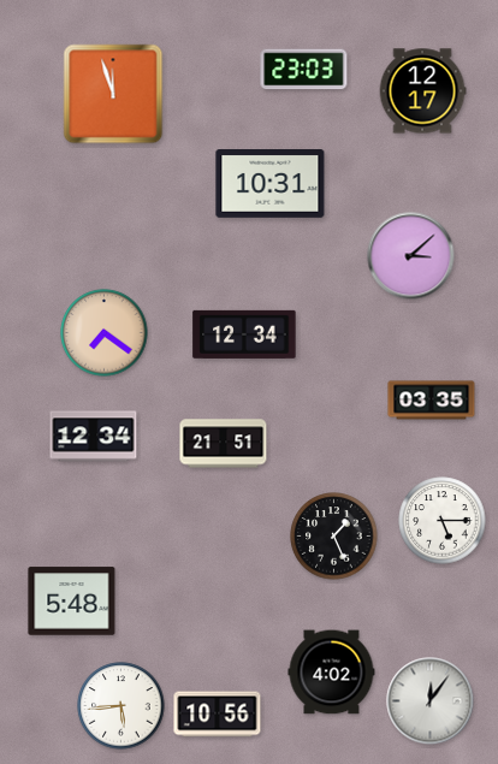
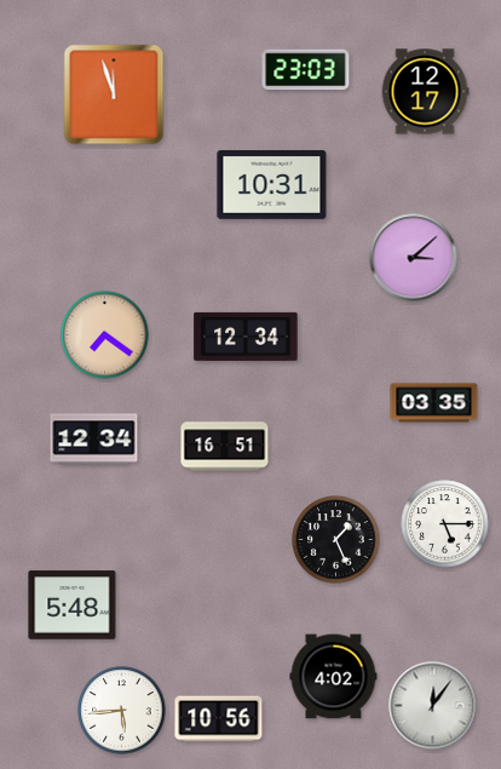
clock at (224, 444): 21:51 -> 16:51
